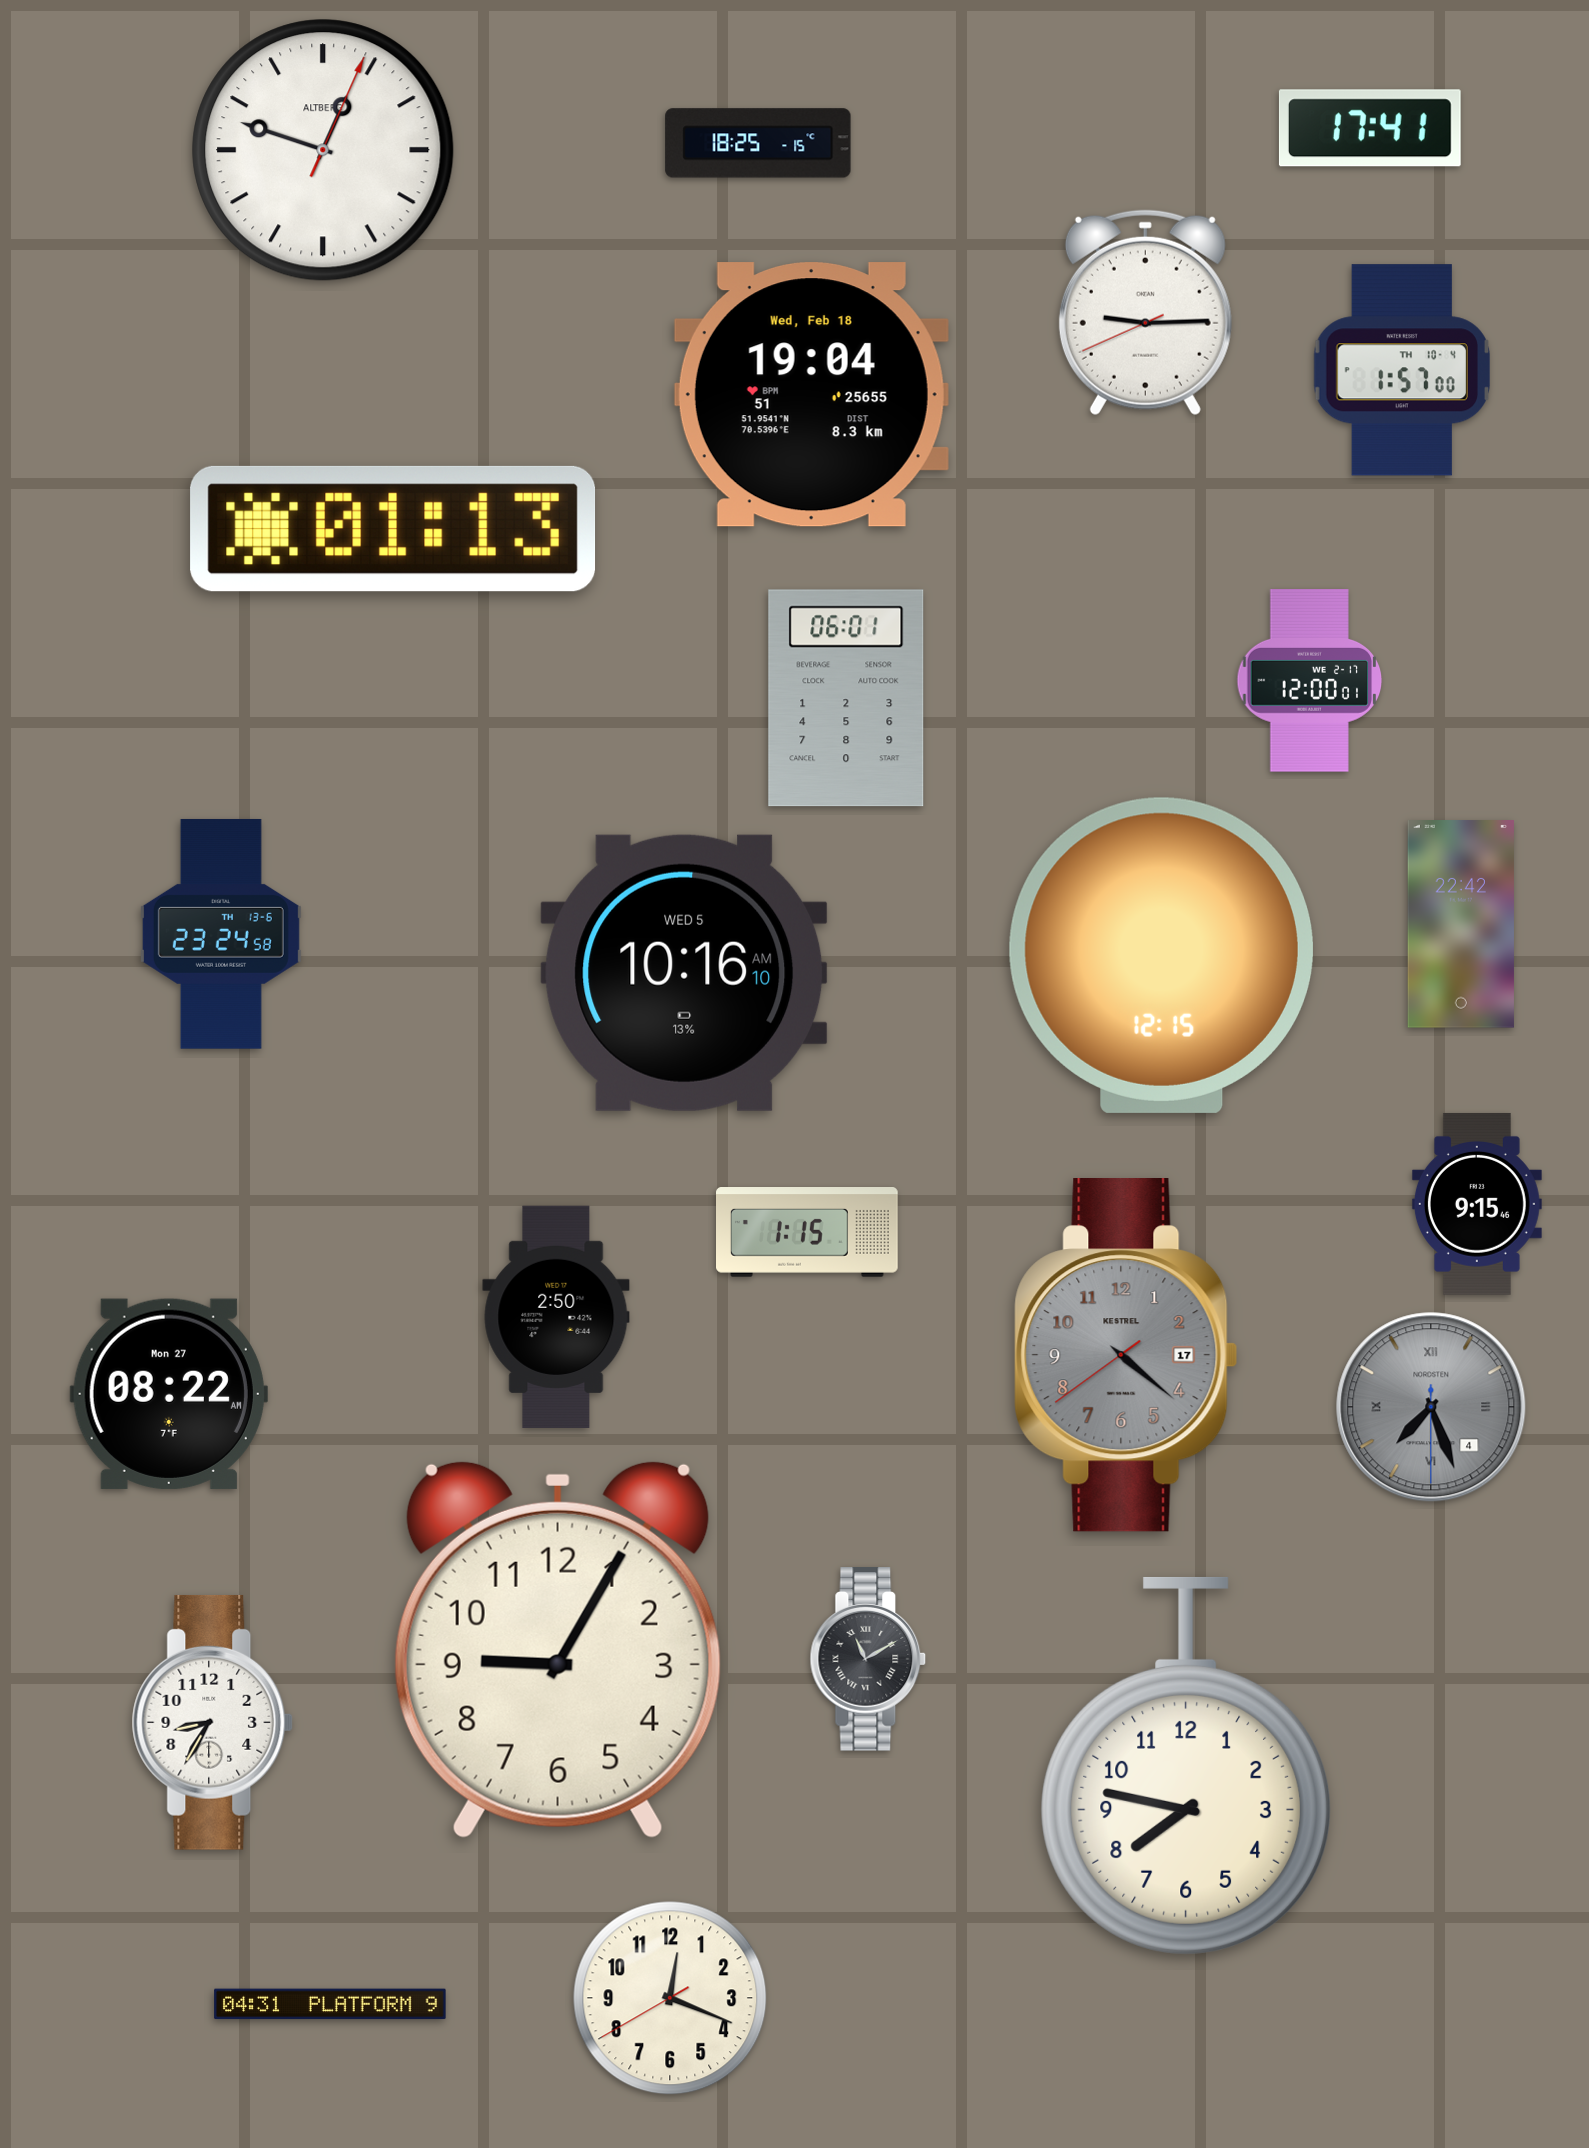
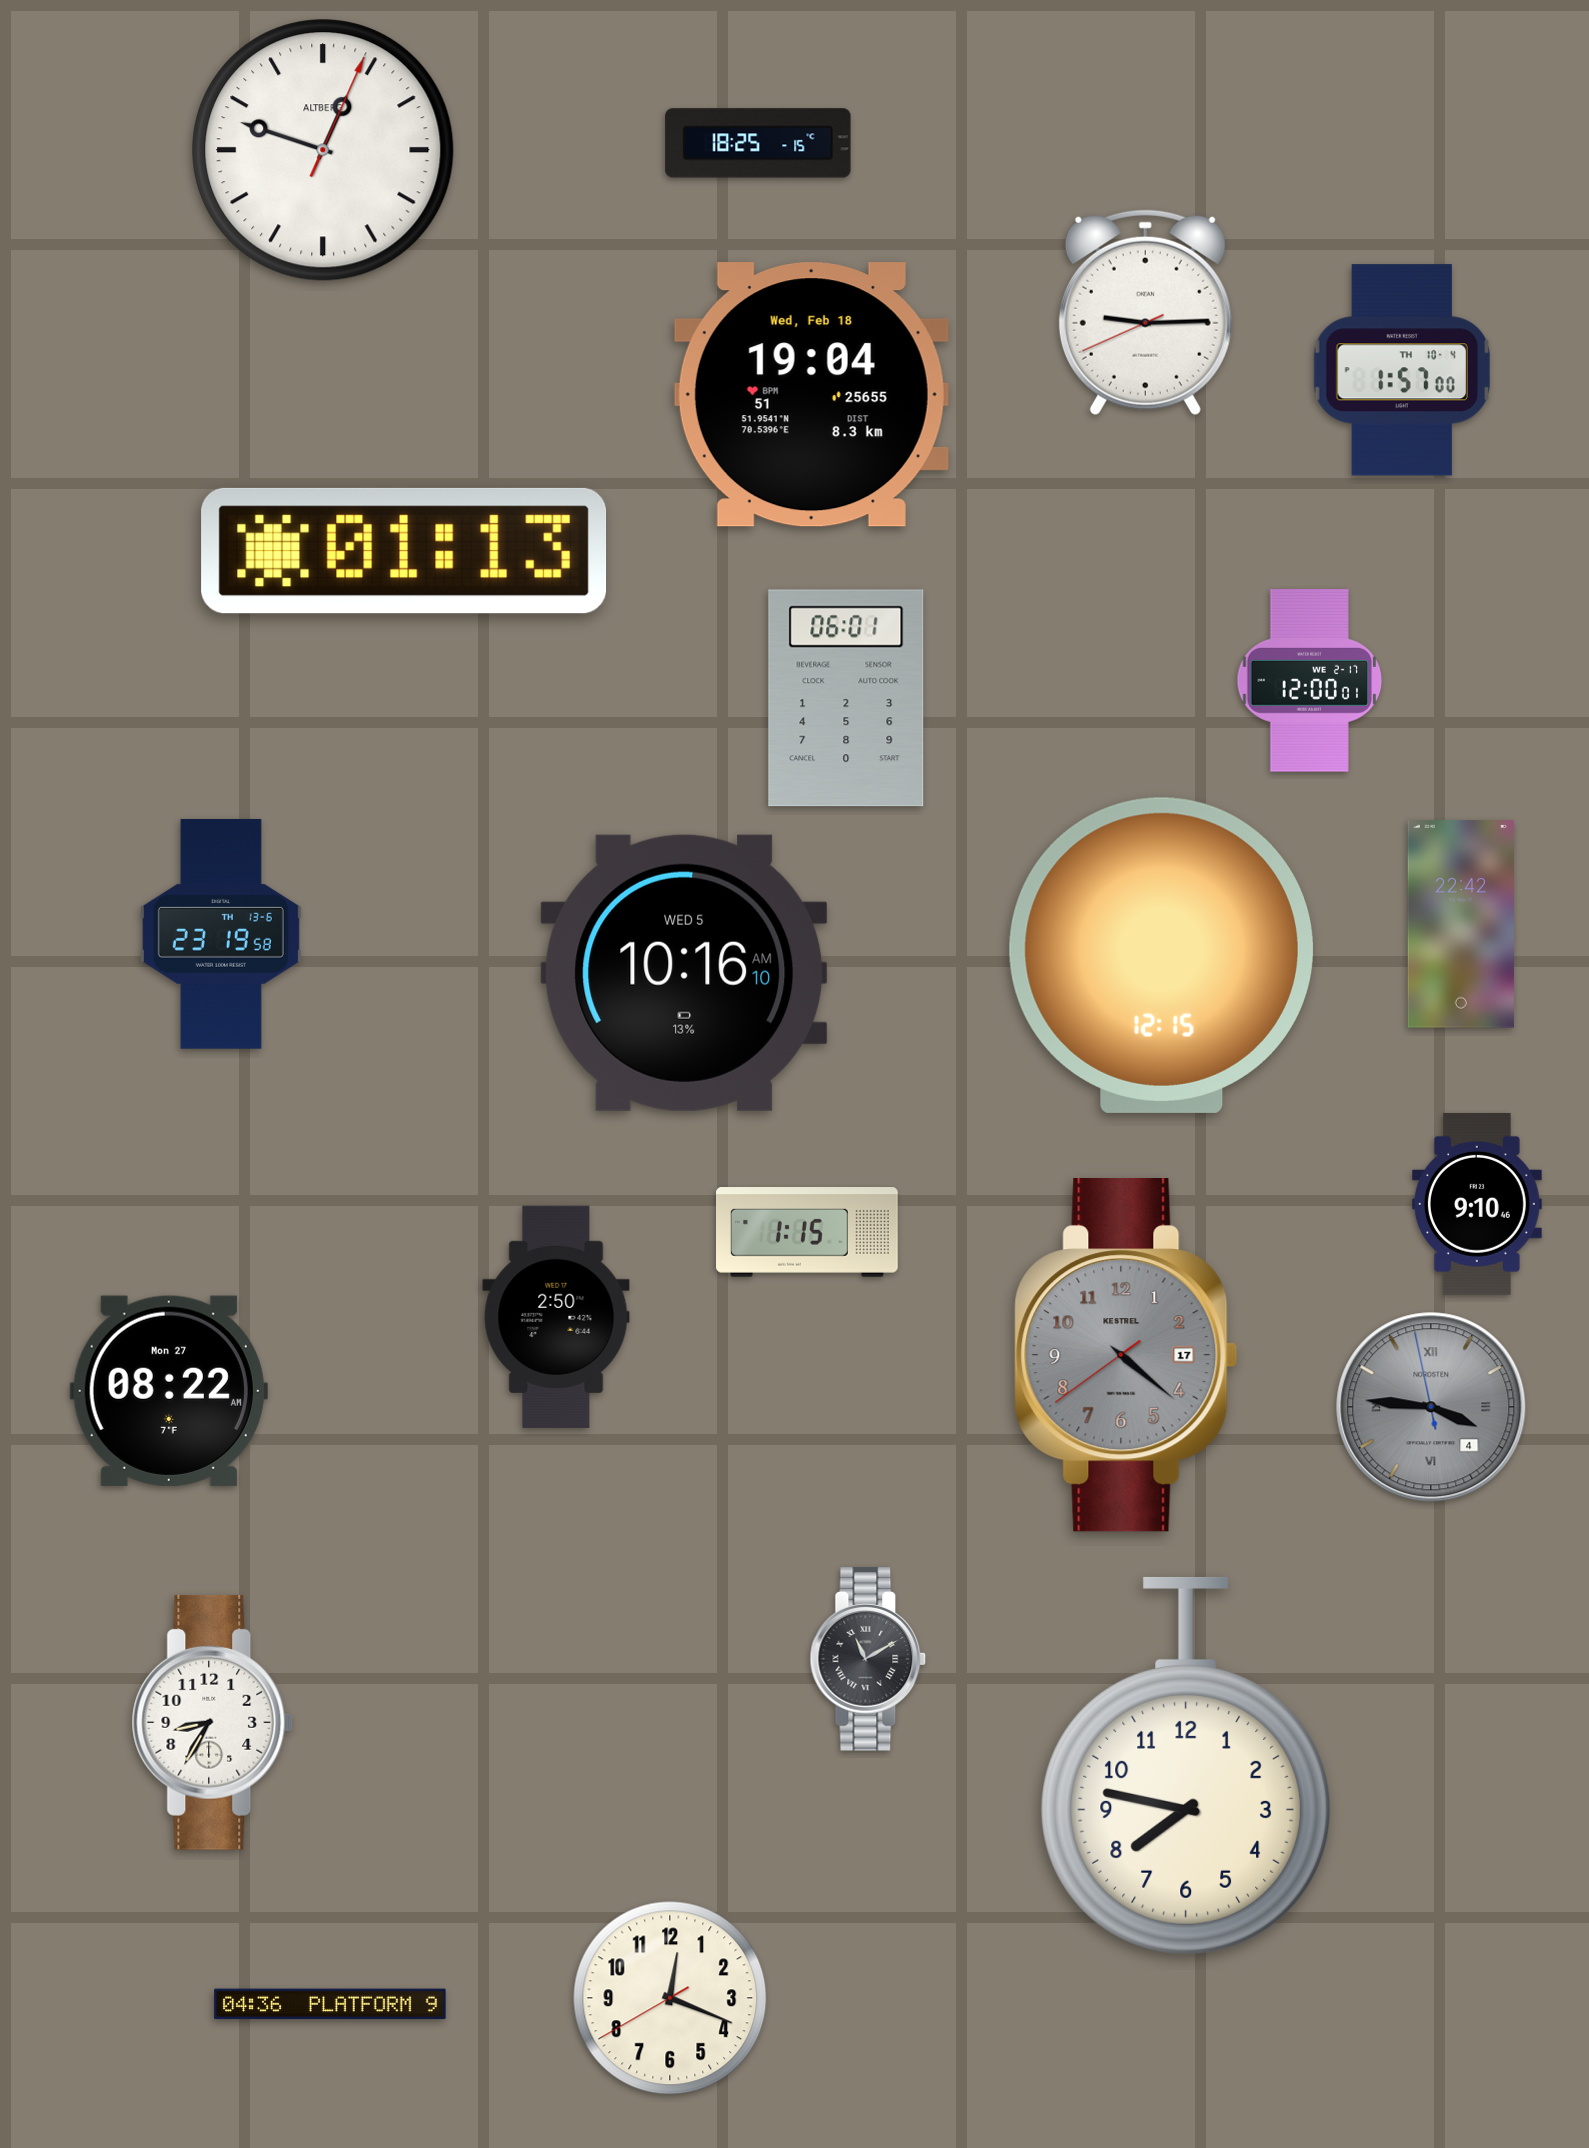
clock at (1370, 128): 17:41 -> none
clock at (393, 529) position: (393, 529) -> (404, 551)
clock at (221, 934): 23:24 -> 23:19
clock at (1477, 1204): 9:15 -> 9:10
clock at (169, 1394) position: (169, 1394) -> (169, 1391)
clock at (1431, 1407): 7:26 -> 3:45
clock at (558, 1650): 9:05 -> none
clock at (330, 2004): 04:31 -> 04:36
